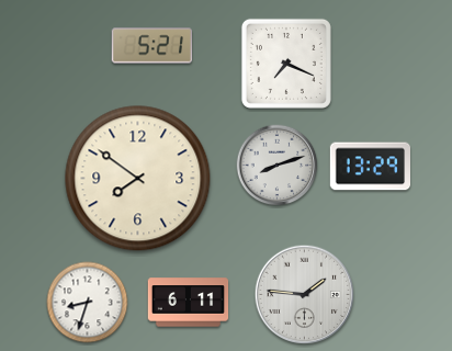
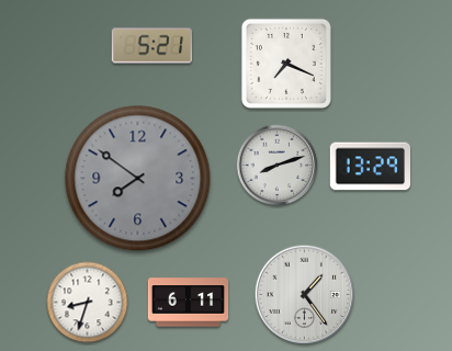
clock at (138, 179) dial: cream -> grey
clock at (305, 295): 1:46 -> 1:24
